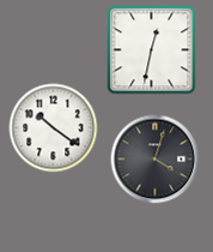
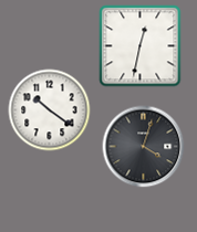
clock at (54, 128) position: (54, 128) -> (50, 110)
